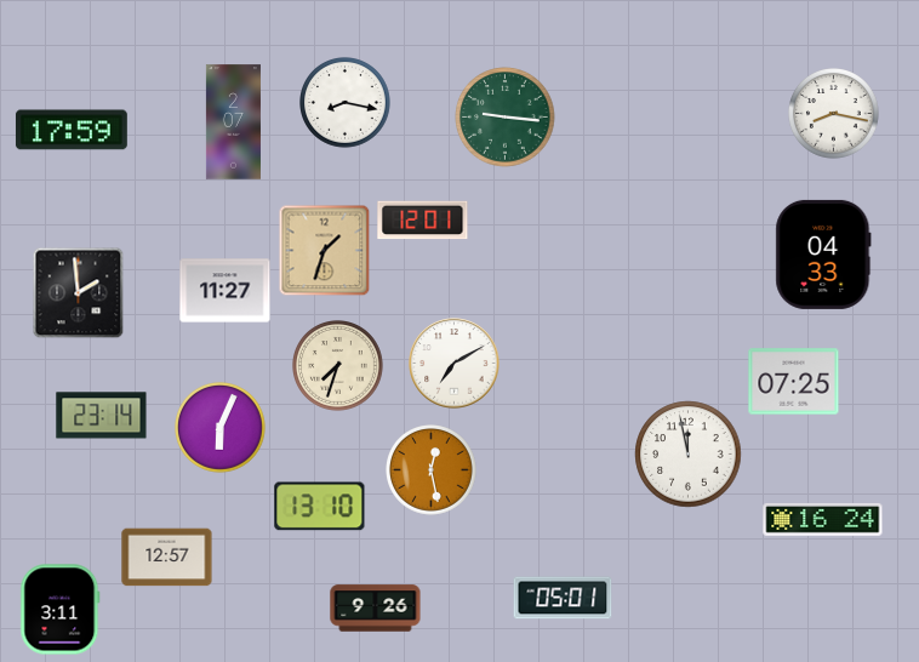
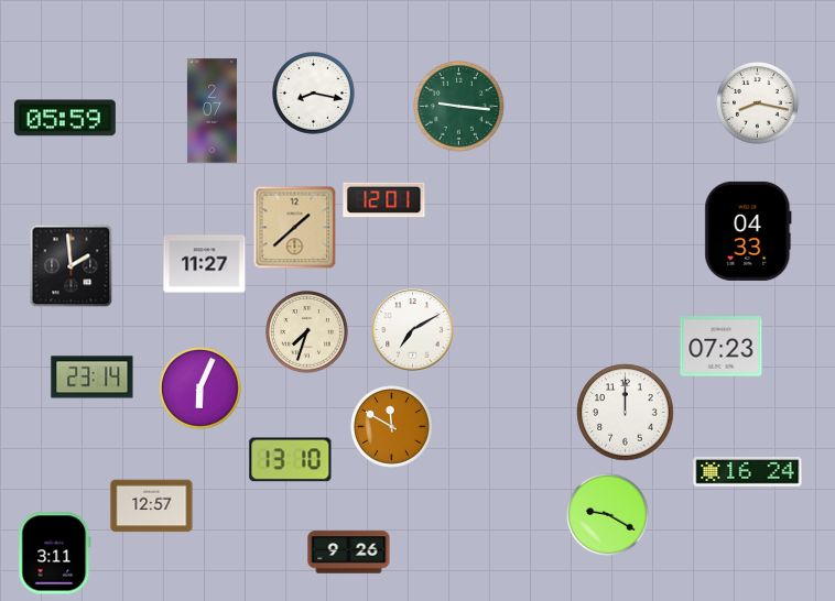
clock at (72, 130): 17:59 -> 05:59
clock at (325, 251): 1:33 -> 1:38
clock at (794, 382): 07:25 -> 07:23
clock at (689, 455): 11:58 -> 12:00
clock at (432, 470): 12:28 -> 11:50
clock at (608, 515): none -> 9:20
clock at (563, 598): 05:01 -> none
clock at (376, 609) position: (376, 609) -> (349, 553)
